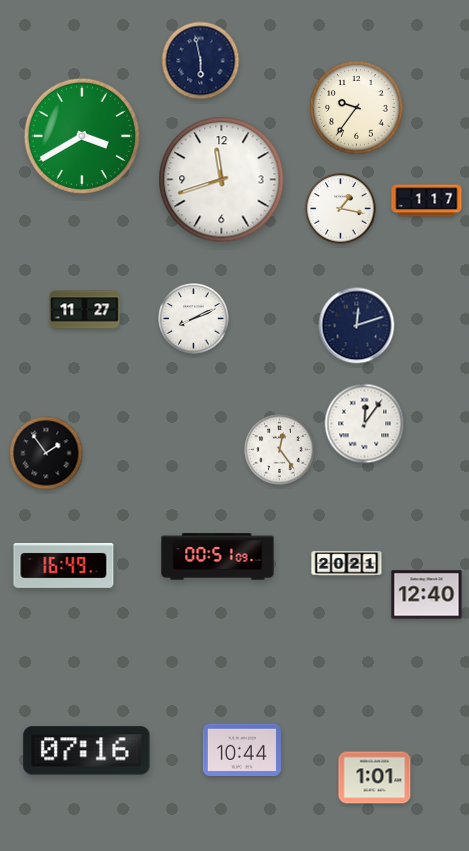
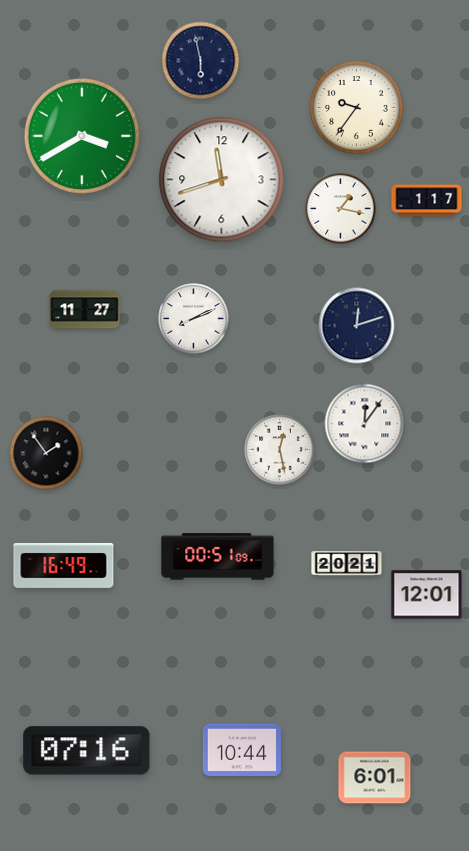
clock at (280, 450): 12:24 -> 12:28
clock at (427, 595): 12:40 -> 12:01
clock at (375, 778): 1:01 -> 6:01
